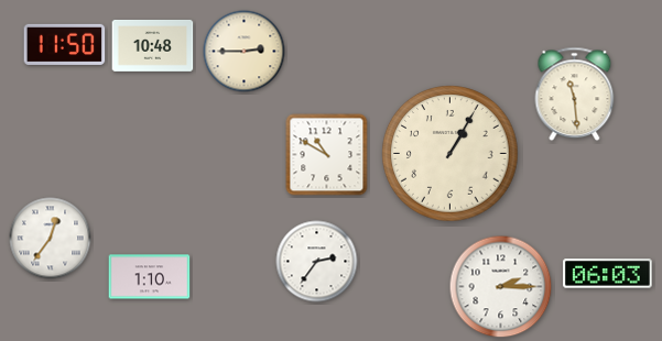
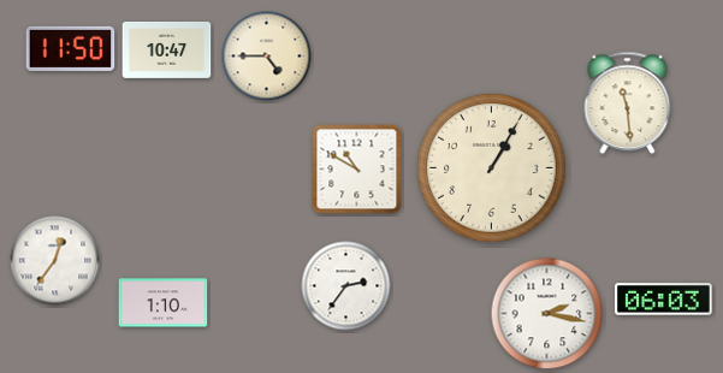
clock at (153, 45): 10:48 -> 10:47
clock at (245, 52): 2:45 -> 4:45
clock at (501, 287): 2:15 -> 2:17
